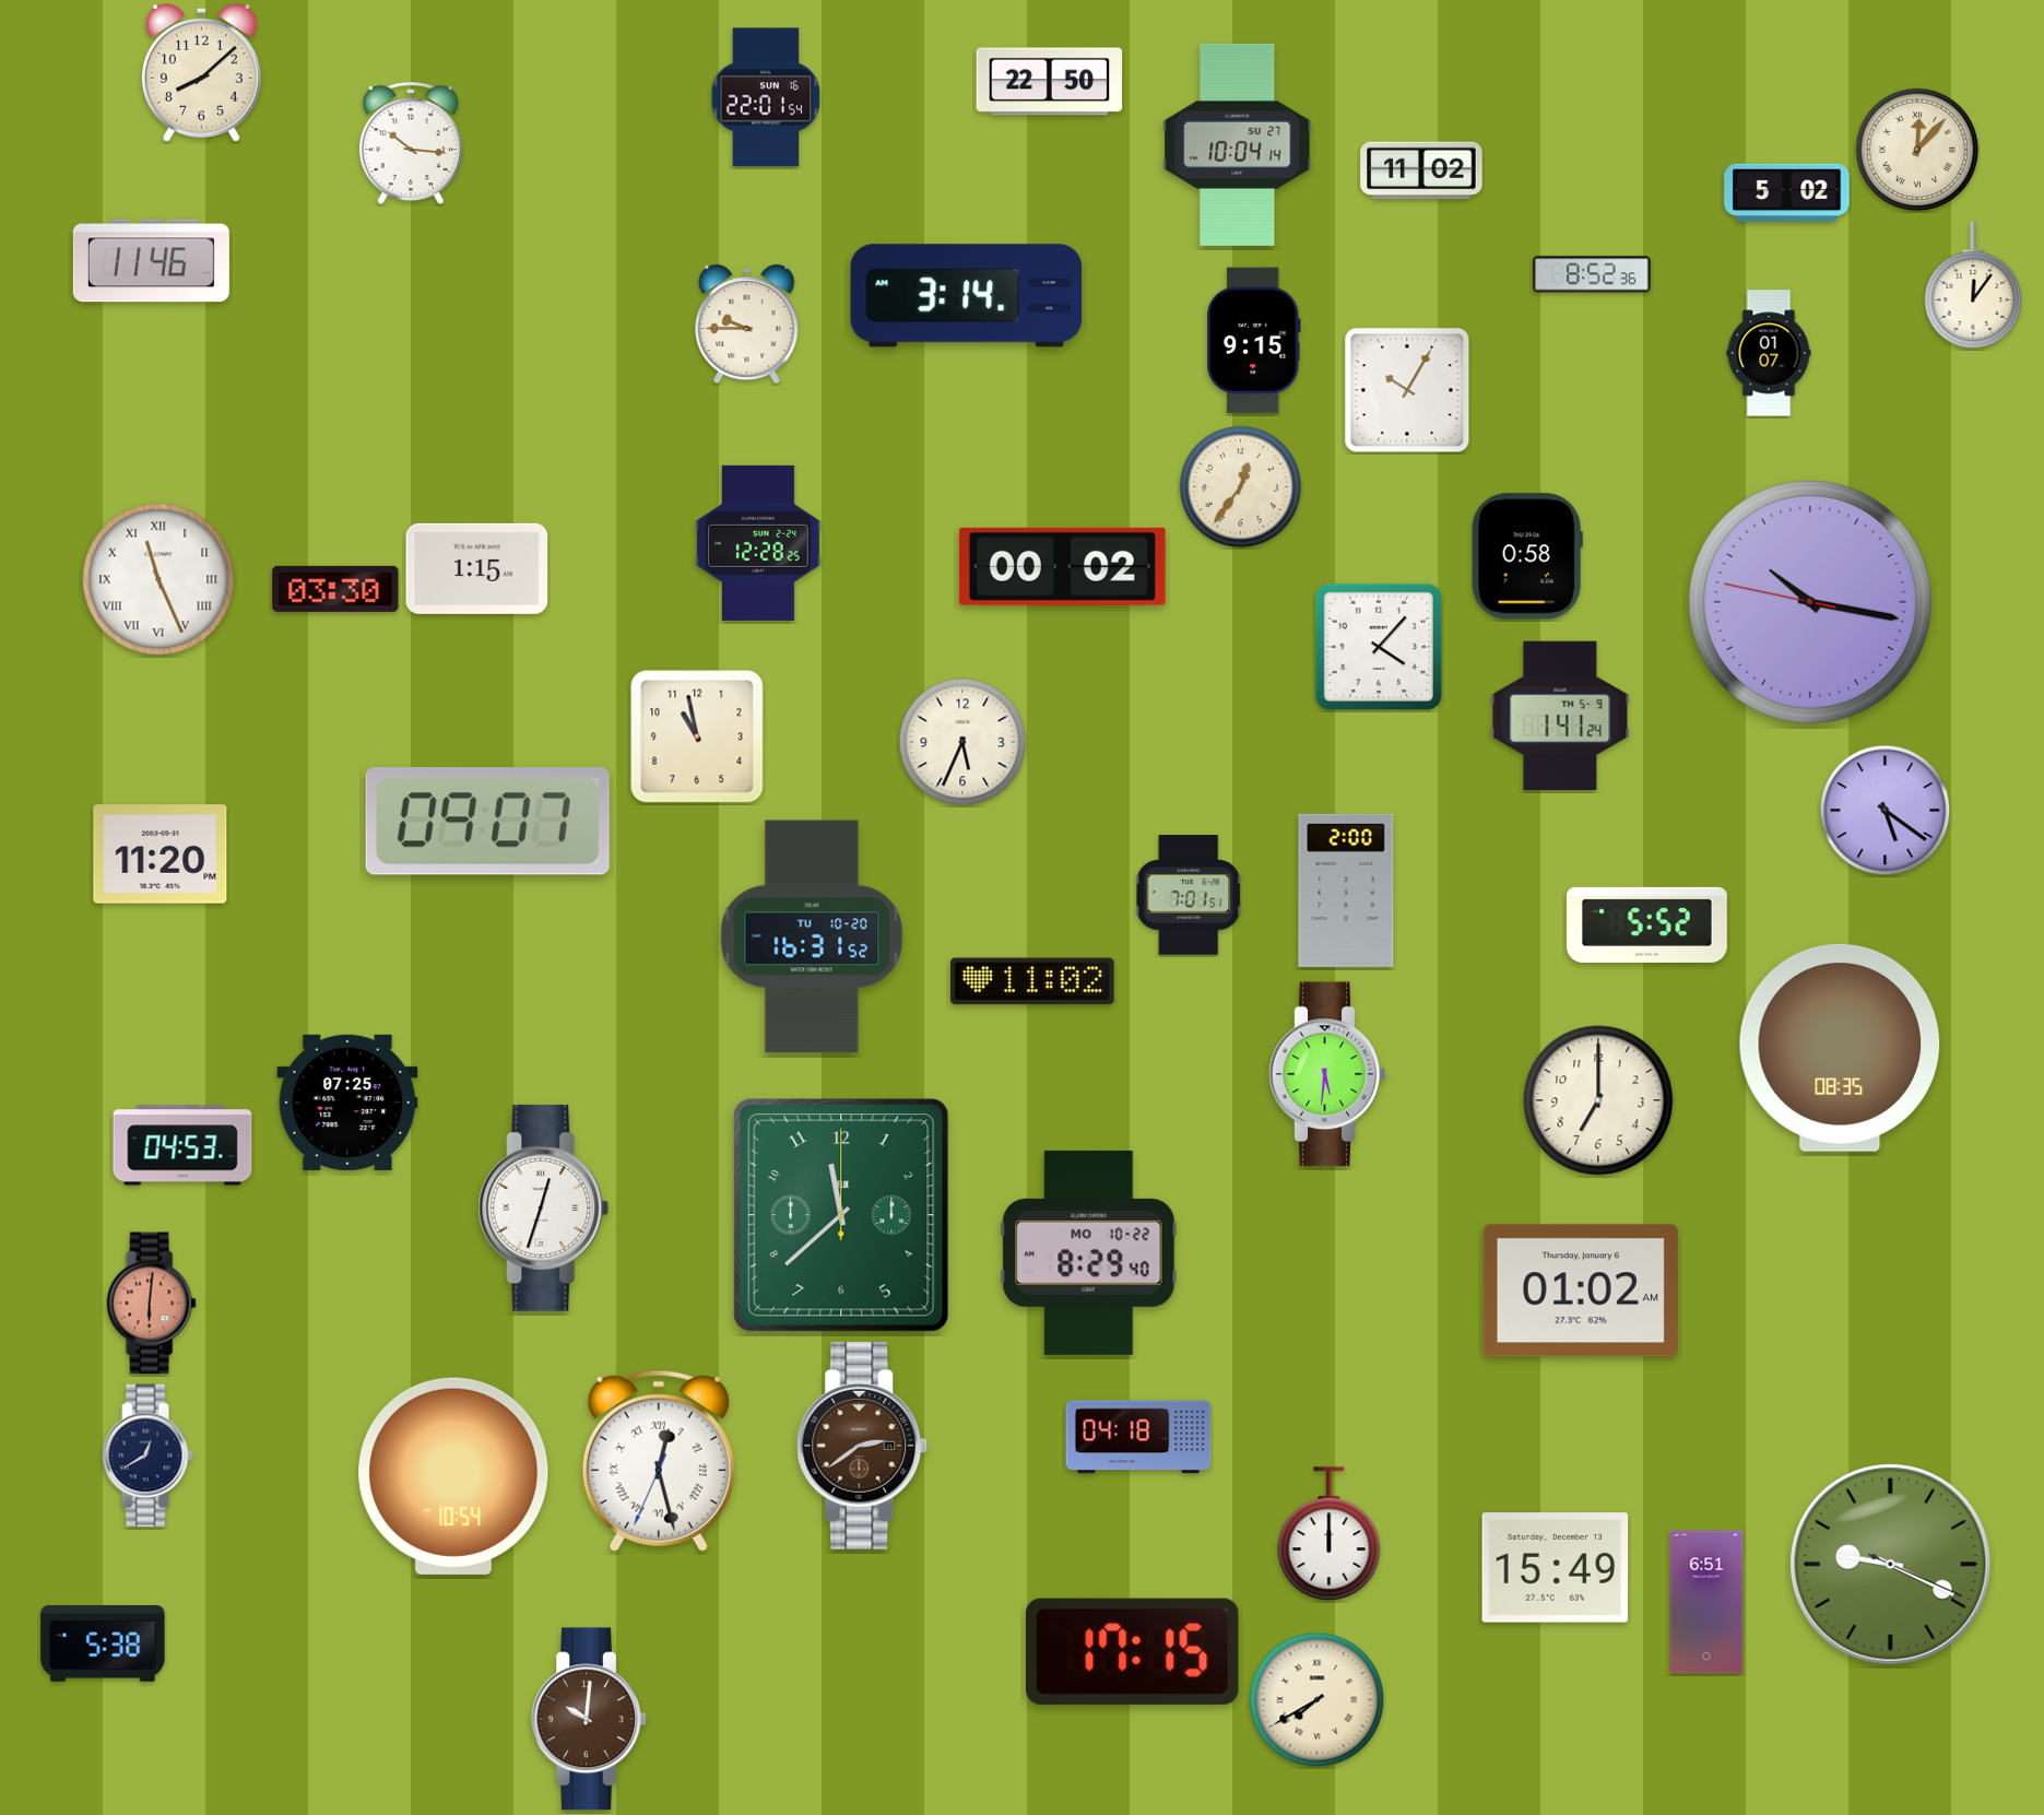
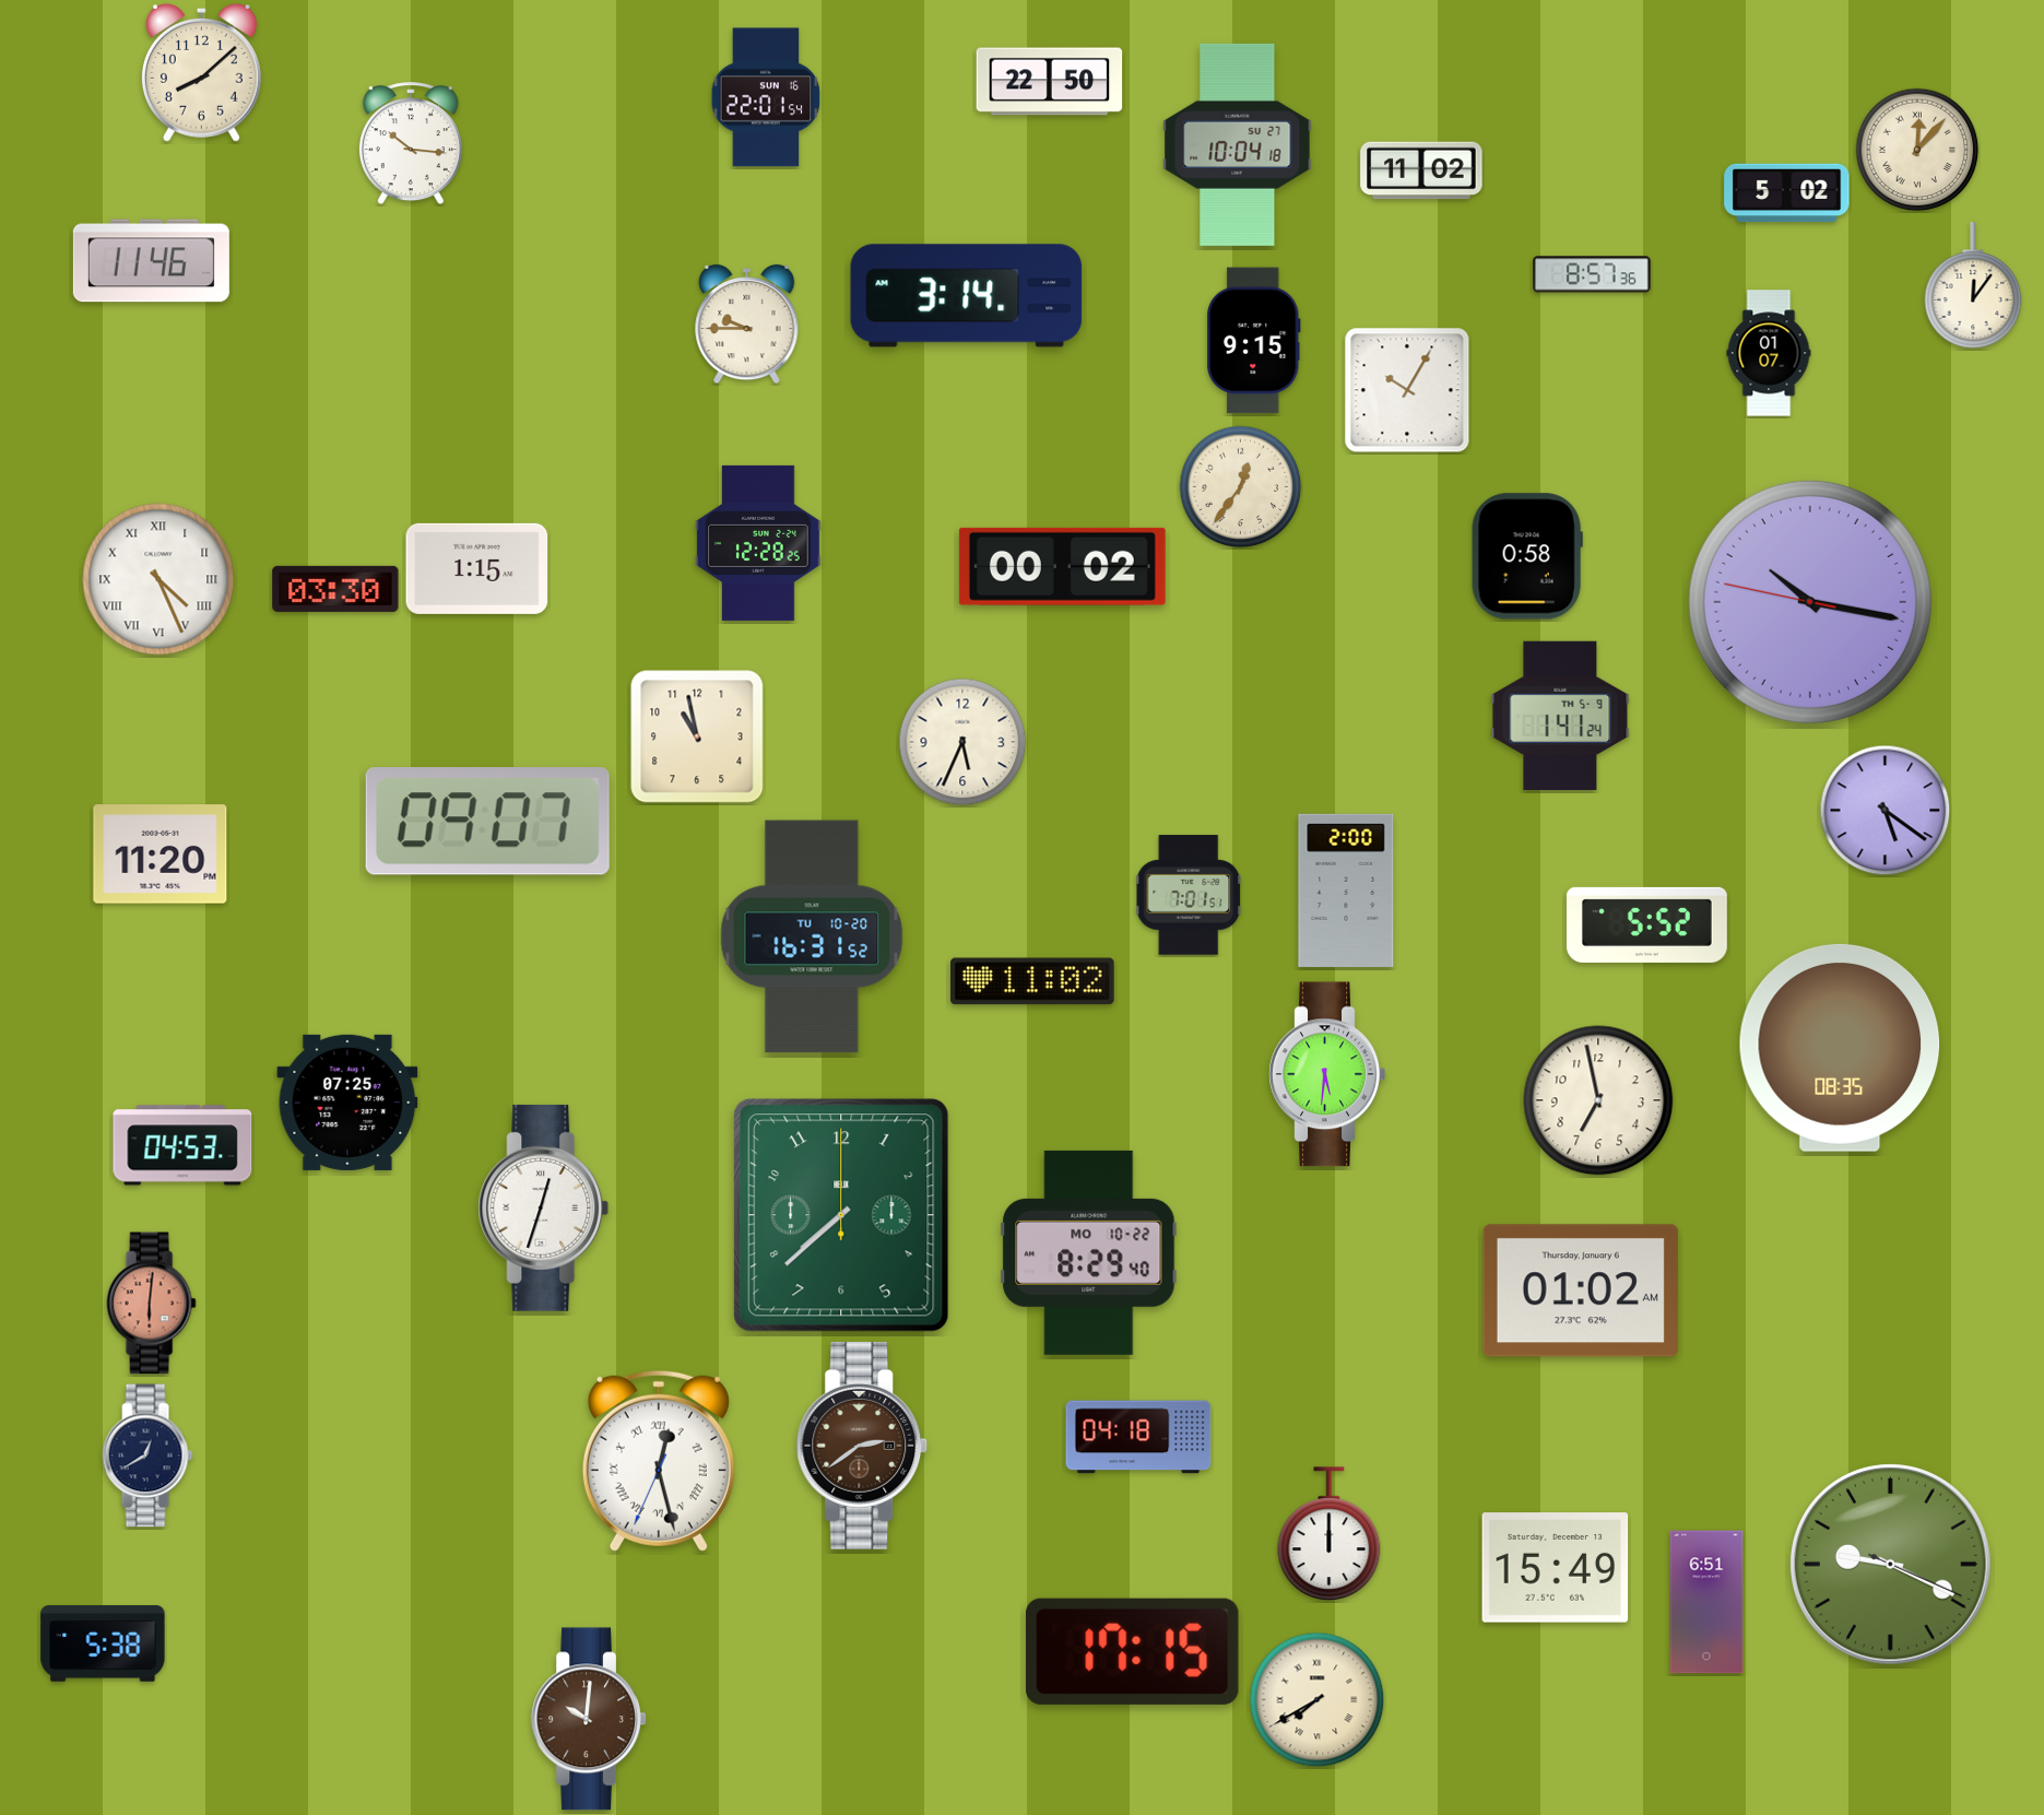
clock at (1238, 144): 10:04:14 -> 10:04:18
clock at (1592, 274): 8:52 -> 8:57
clock at (158, 579): 11:26 -> 4:26
clock at (1379, 647): 4:07 -> none
clock at (1598, 1100): 7:00 -> 6:58
clock at (841, 1215): 11:38 -> 7:38
clock at (453, 1476): 10:54 -> none
